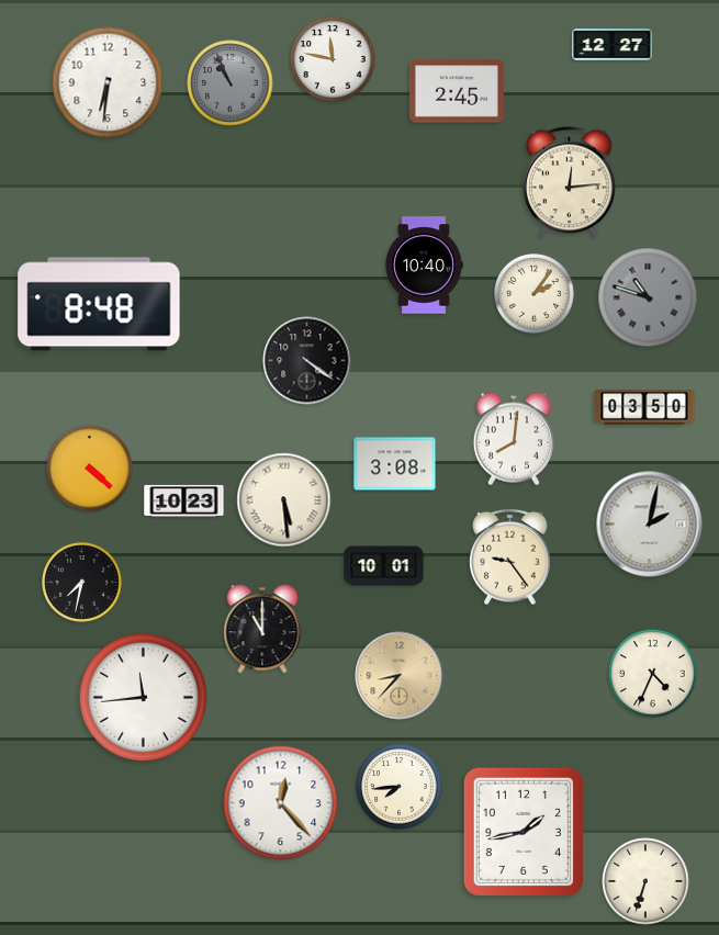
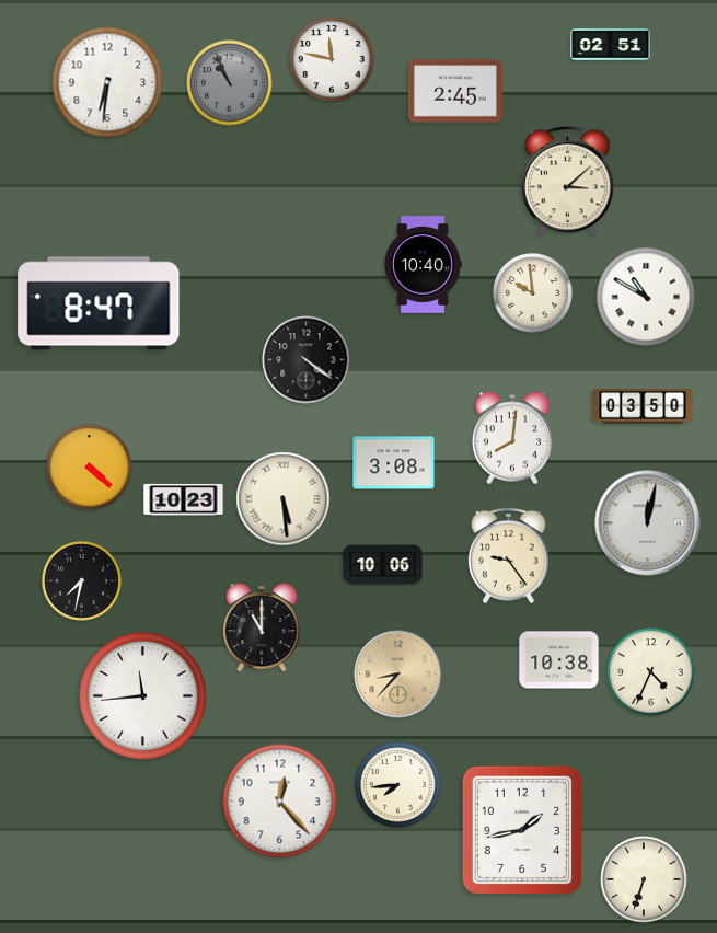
clock at (613, 45): 12:27 -> 02:51
clock at (569, 182): 12:14 -> 3:08
clock at (535, 294): 2:06 -> 9:59
clock at (648, 297): 10:48 -> 10:50
clock at (648, 297) dial: grey -> white
clock at (99, 304): 8:48 -> 8:47
clock at (650, 525): 2:02 -> 12:02
clock at (384, 566): 10:01 -> 10:06
clock at (559, 660): none -> 10:38
